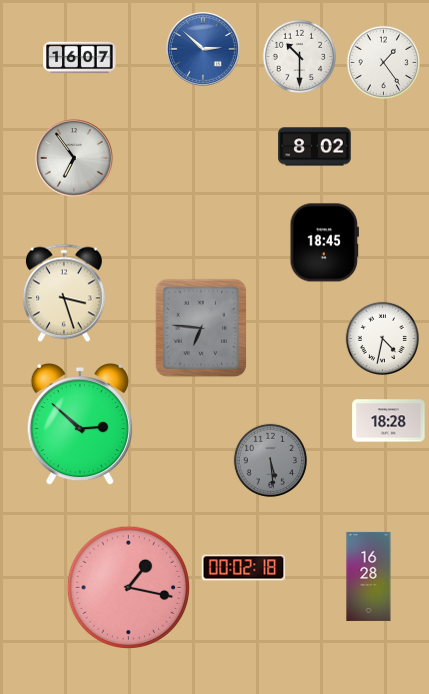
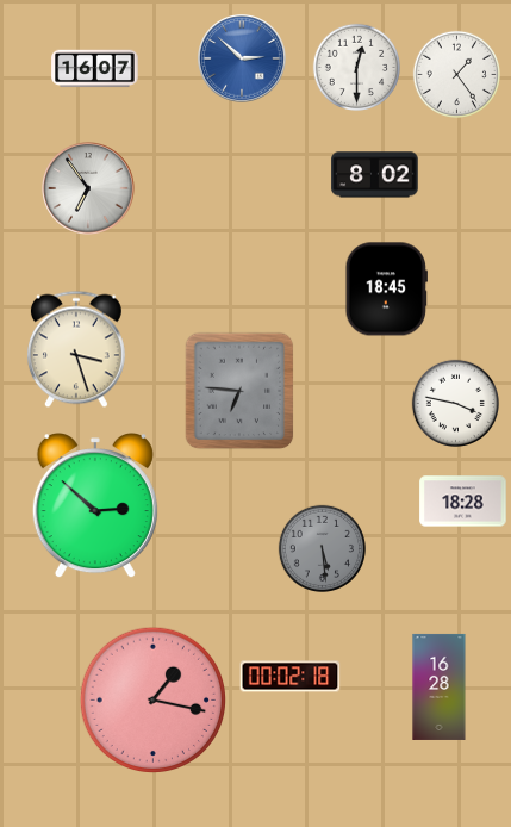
clock at (299, 56): 10:30 -> 12:30
clock at (382, 338): 4:32 -> 3:47
